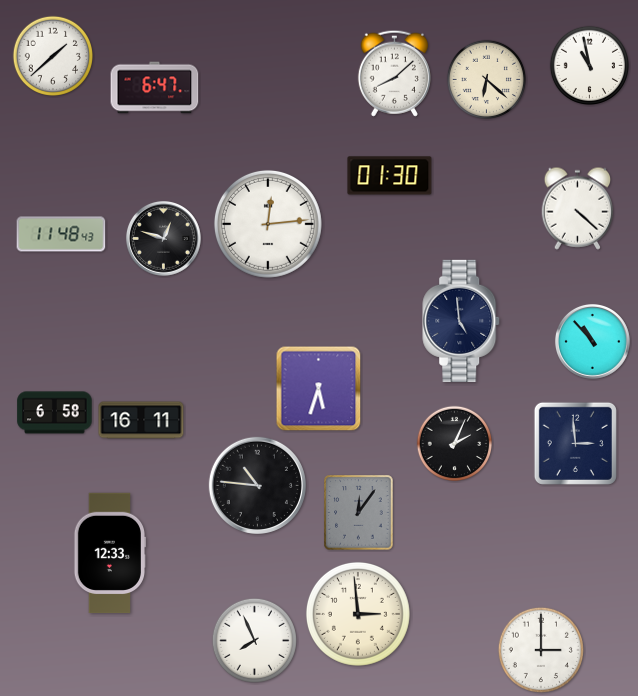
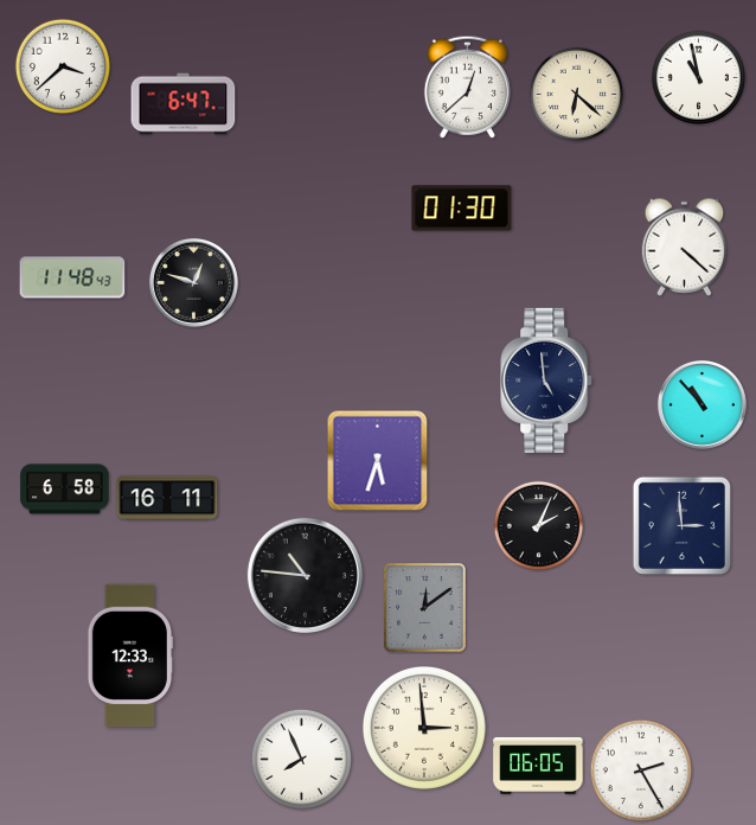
clock at (52, 55): 1:38 -> 3:38
clock at (394, 73): 8:08 -> 12:38
clock at (268, 224): 12:14 -> none
clock at (359, 513): 12:06 -> 12:09
clock at (538, 766): none -> 06:05
clock at (541, 650): 3:00 -> 2:25
